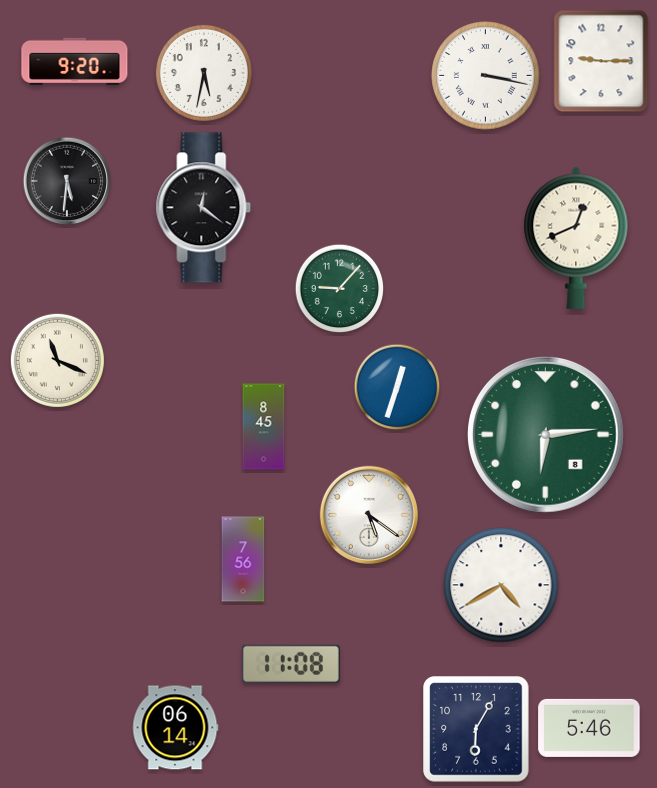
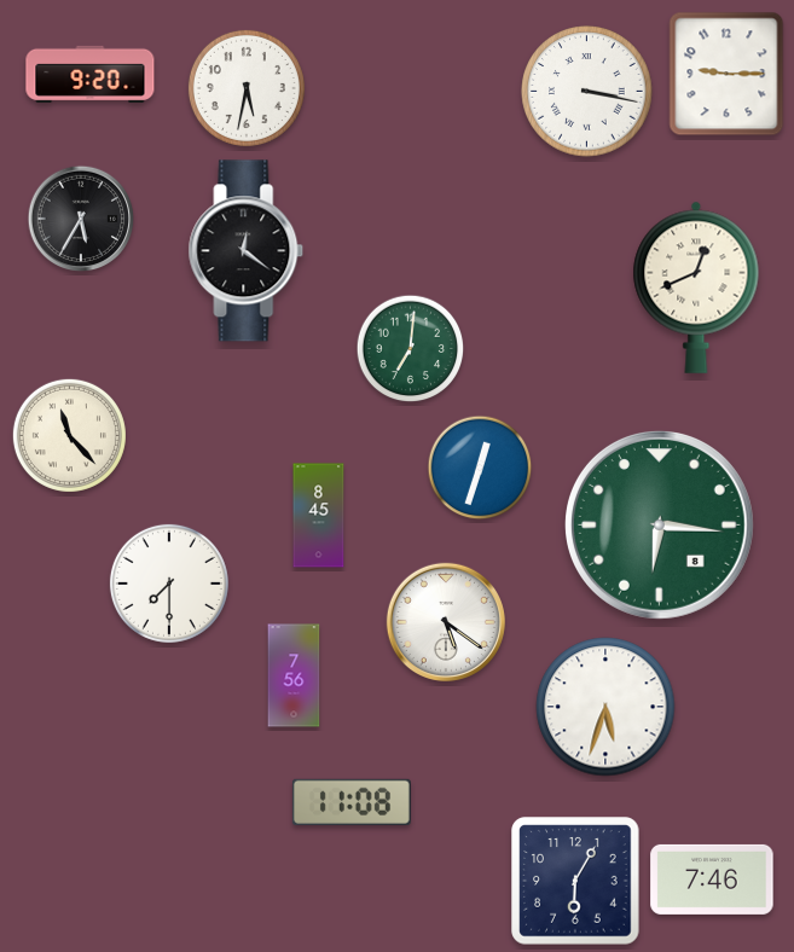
clock at (67, 181): 5:31 -> 5:35
clock at (340, 289): 9:07 -> 7:01
clock at (57, 360): 11:19 -> 11:23
clock at (546, 435): 6:14 -> 6:16
clock at (169, 584): none -> 7:30
clock at (501, 585): 4:40 -> 5:33
clock at (175, 728): 06:14 -> none
clock at (589, 728): 5:46 -> 7:46
